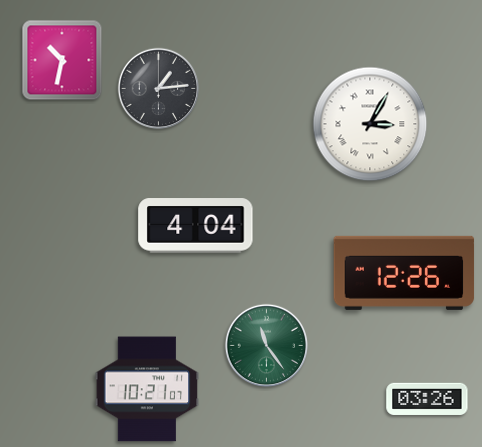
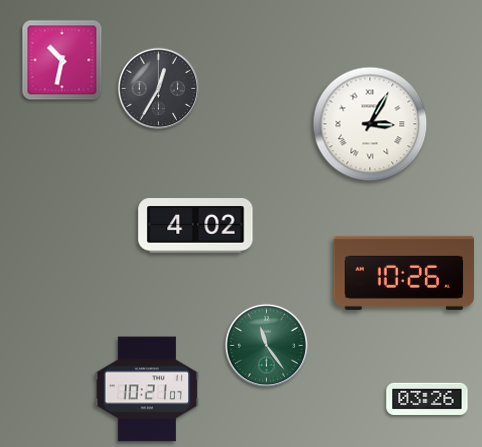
clock at (159, 89): 1:14 -> 12:35
clock at (196, 226): 4:04 -> 4:02
clock at (404, 273): 12:26 -> 10:26
